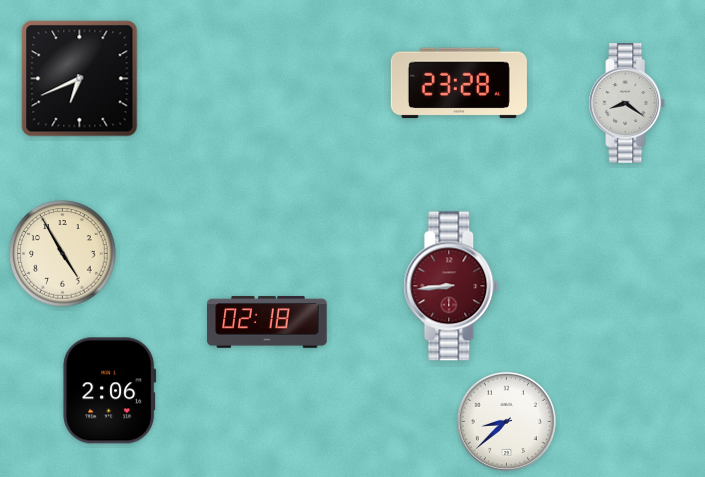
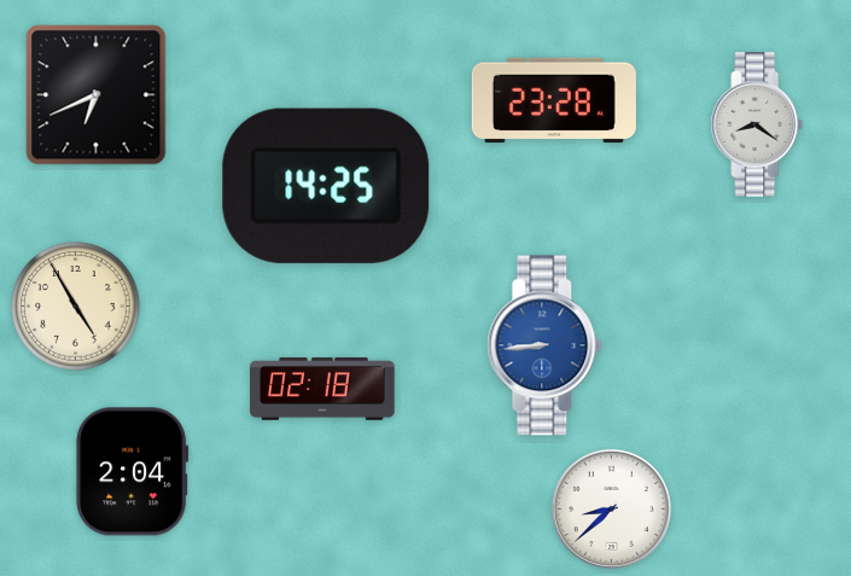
clock at (326, 186): none -> 14:25
clock at (451, 286) dial: burgundy -> blue
clock at (110, 391): 2:06 -> 2:04
